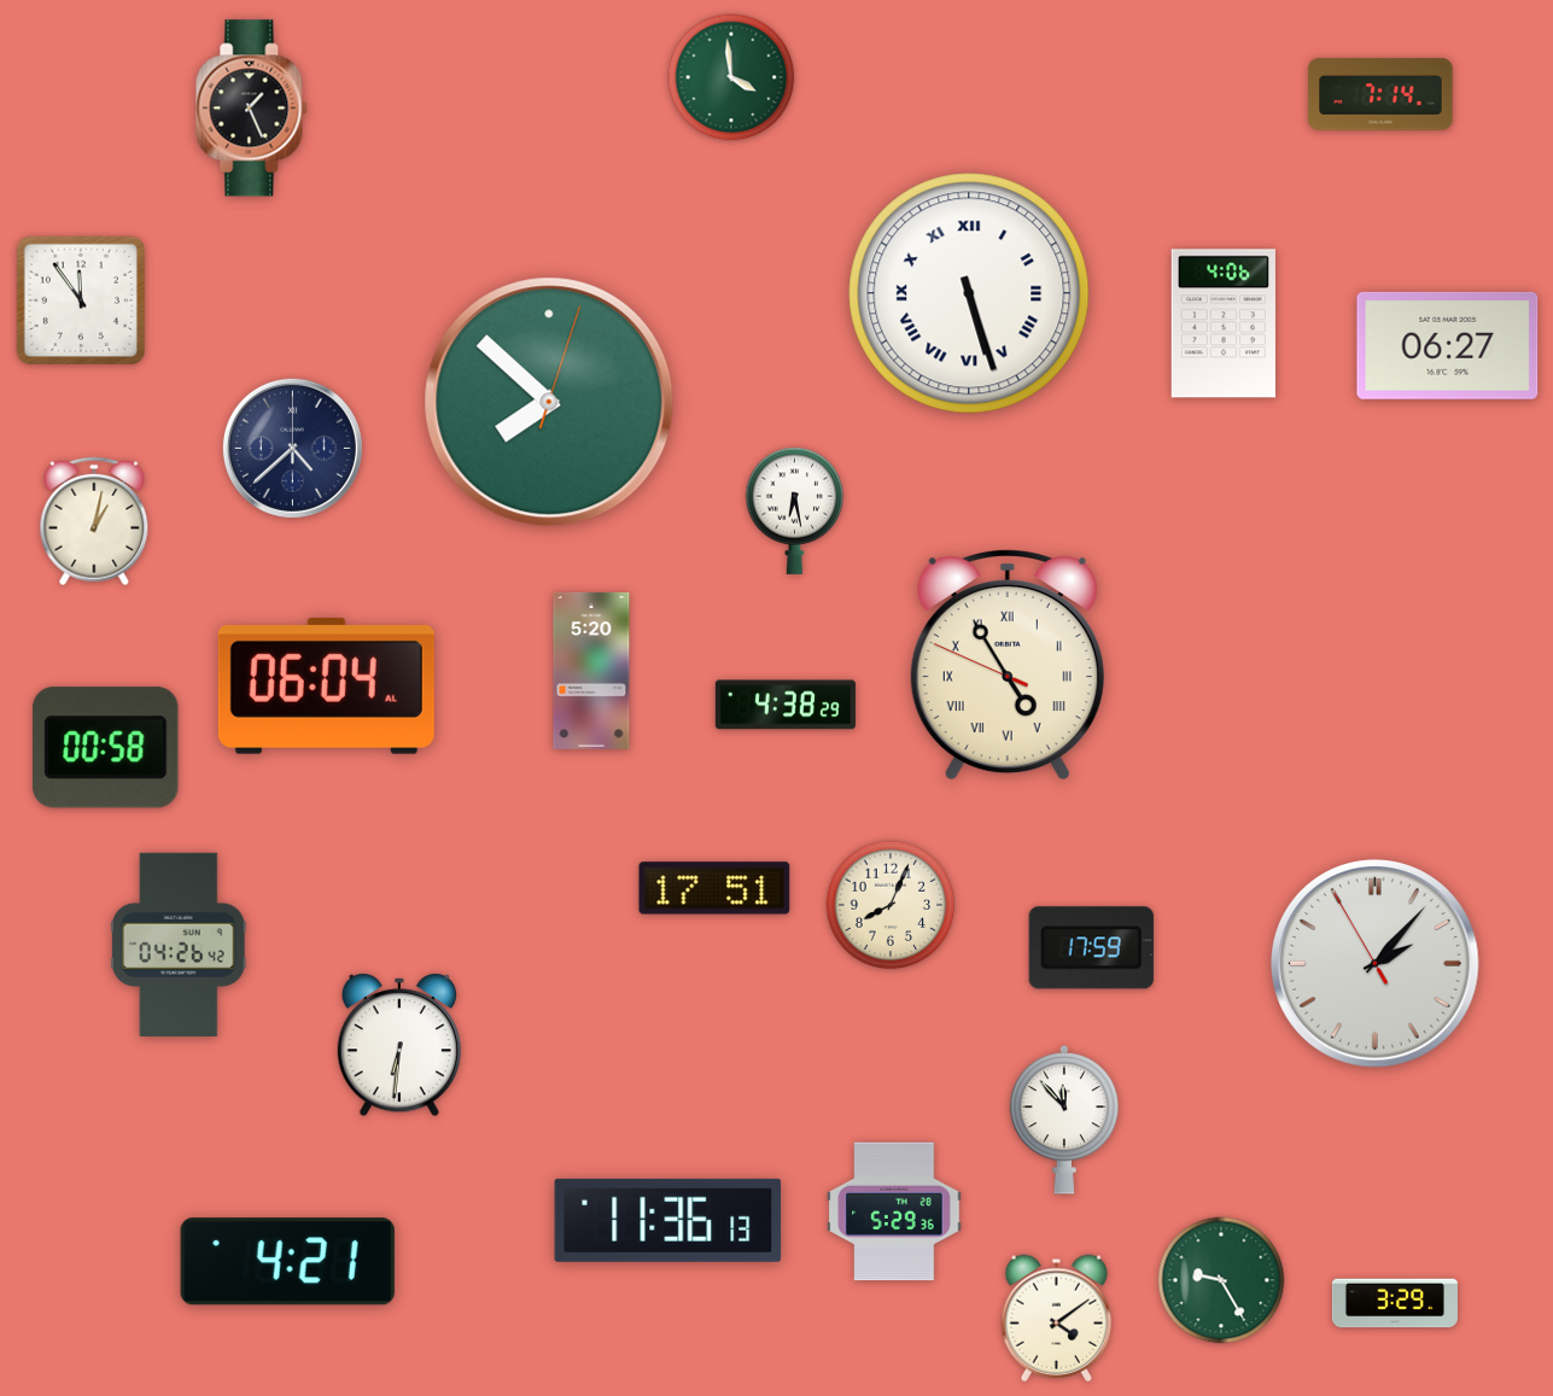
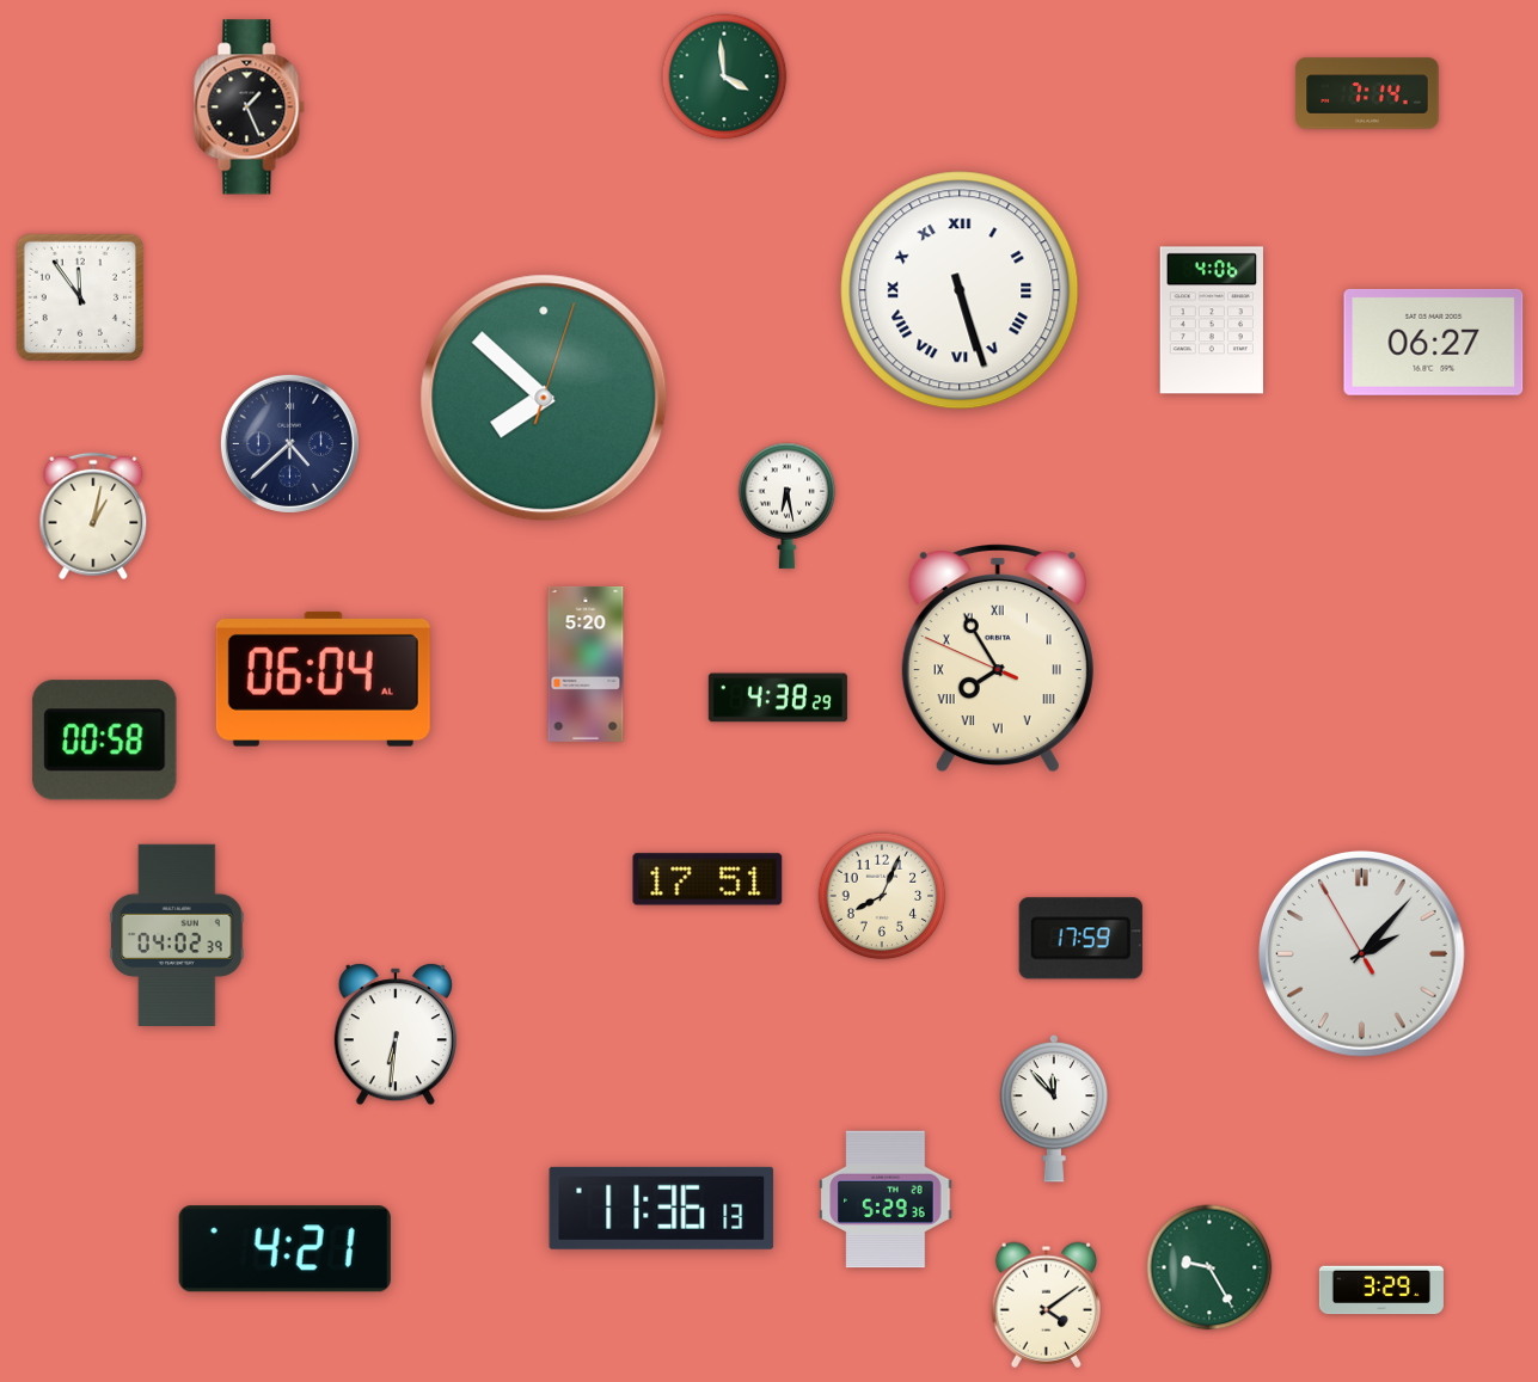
clock at (1008, 666): 4:54 -> 7:54
clock at (179, 944): 04:26 -> 04:02
